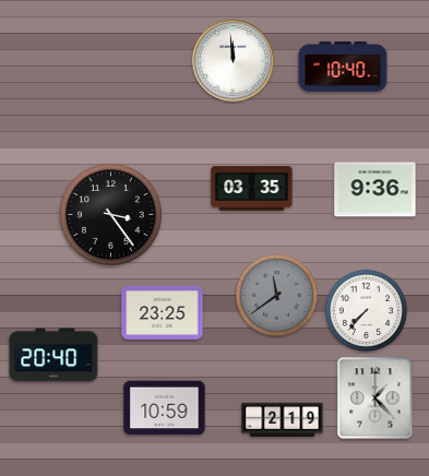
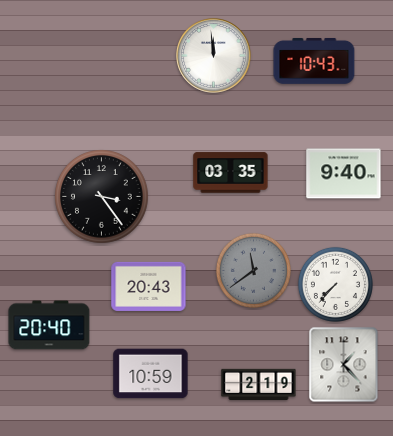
clock at (343, 67): 10:40 -> 10:43
clock at (376, 190): 9:36 -> 9:40
clock at (163, 312): 23:25 -> 20:43
